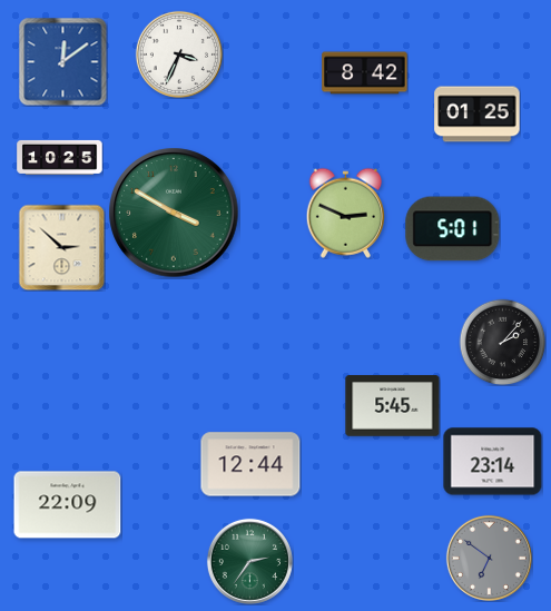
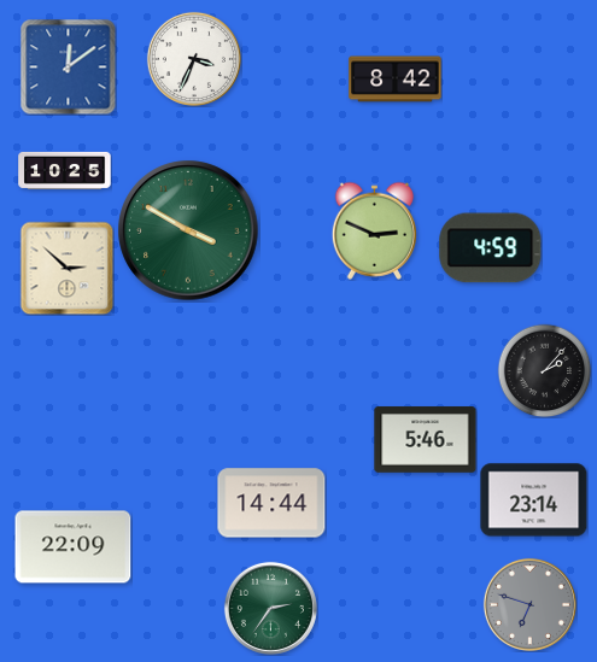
clock at (478, 115): 01:25 -> none
clock at (453, 229): 5:01 -> 4:59
clock at (393, 406): 5:45 -> 5:46
clock at (250, 464): 12:44 -> 14:44
clock at (489, 558): 6:51 -> 6:48
